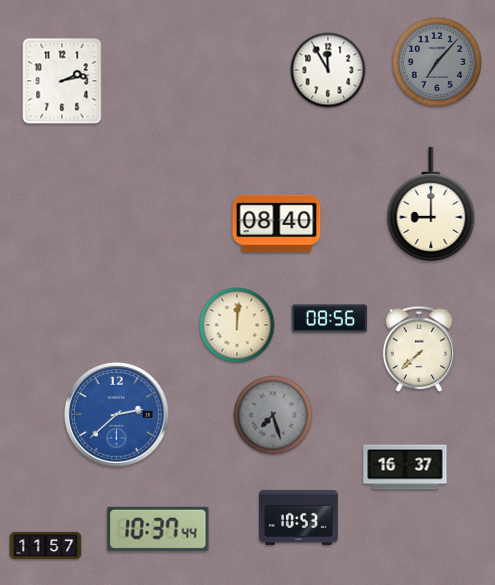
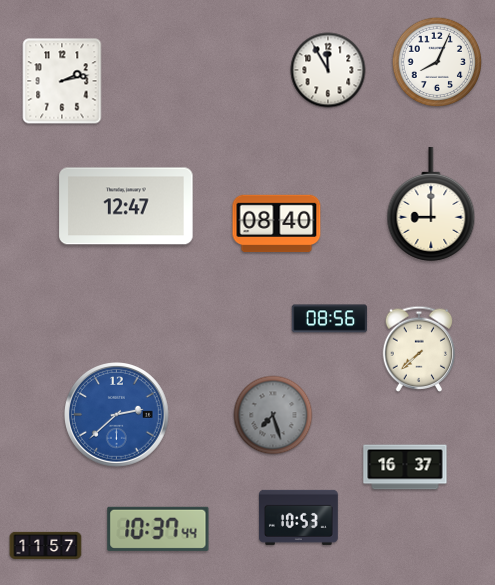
clock at (437, 62): 7:07 -> 8:04
clock at (437, 62) dial: grey -> white
clock at (126, 206): none -> 12:47
clock at (237, 325): 12:01 -> none
